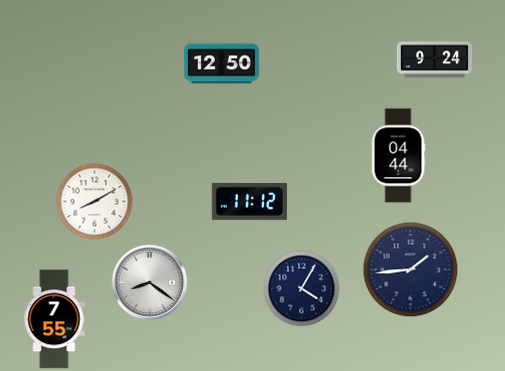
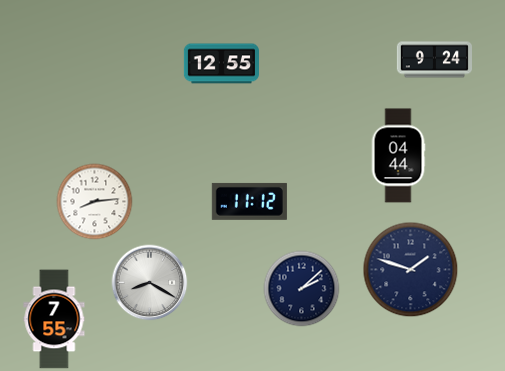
clock at (221, 64): 12:50 -> 12:55
clock at (95, 202): 8:10 -> 8:14
clock at (411, 270): 1:44 -> 1:48
clock at (150, 283): 8:21 -> 8:20
clock at (302, 289): 4:05 -> 2:08
